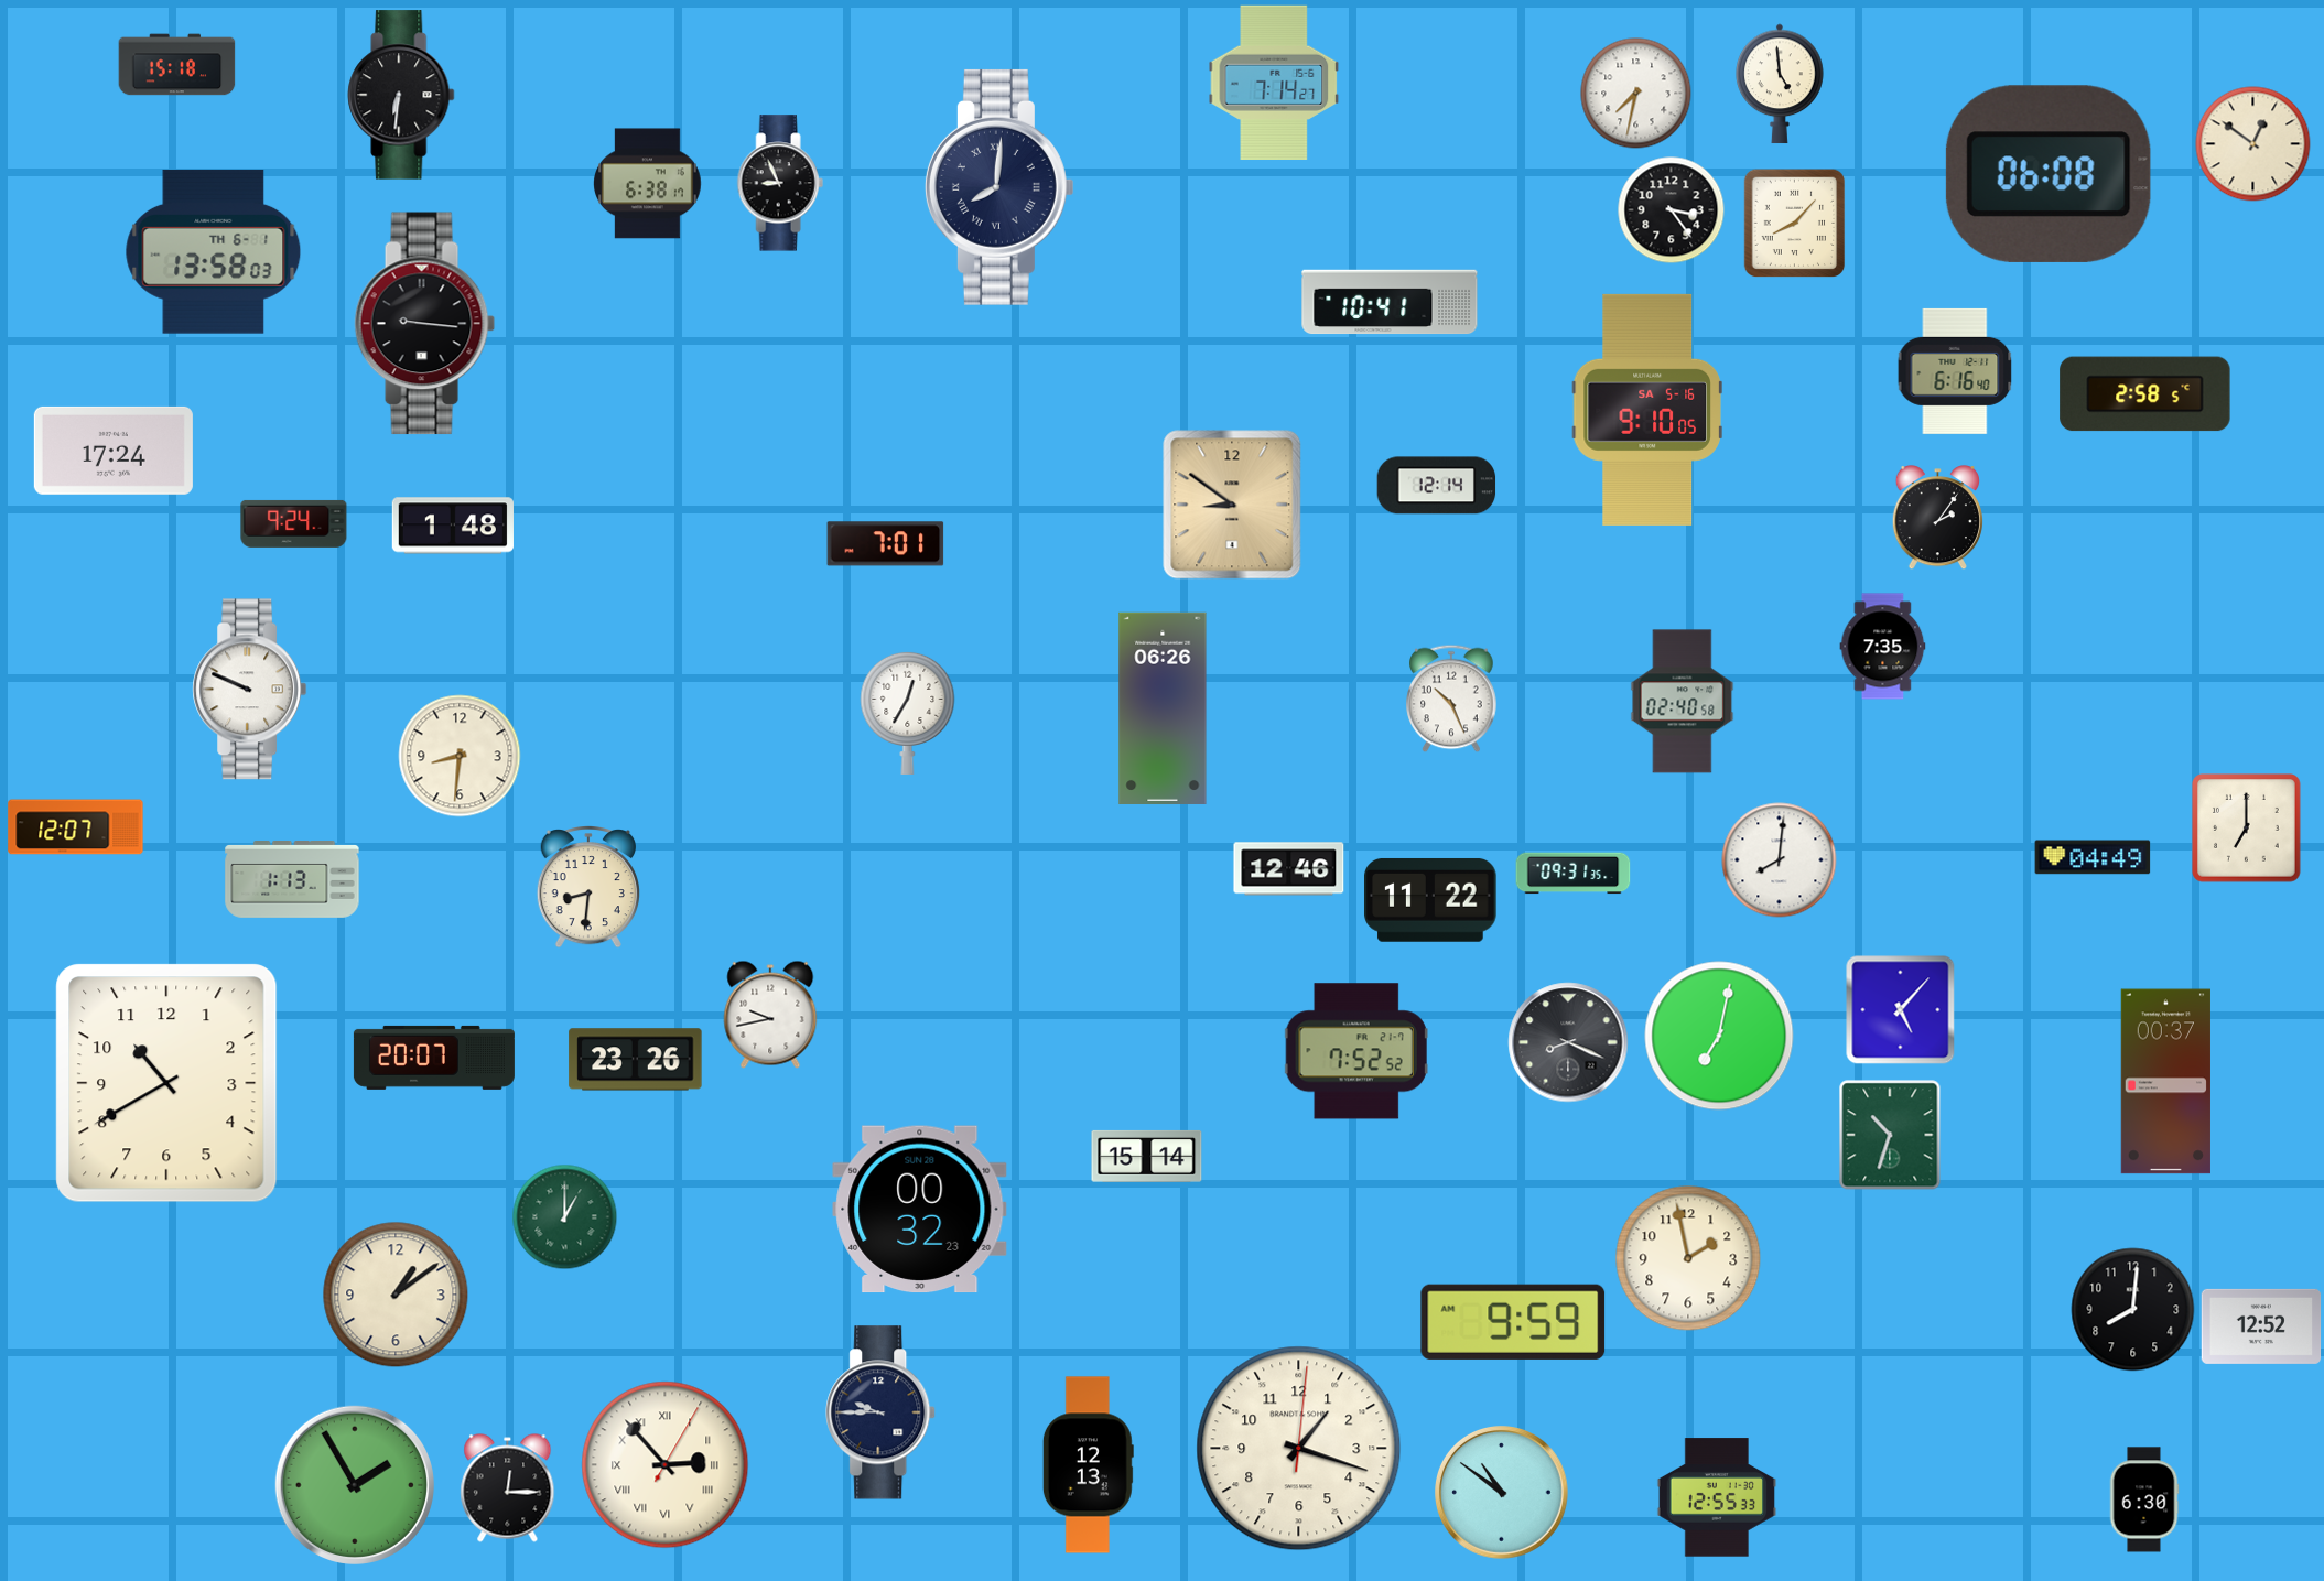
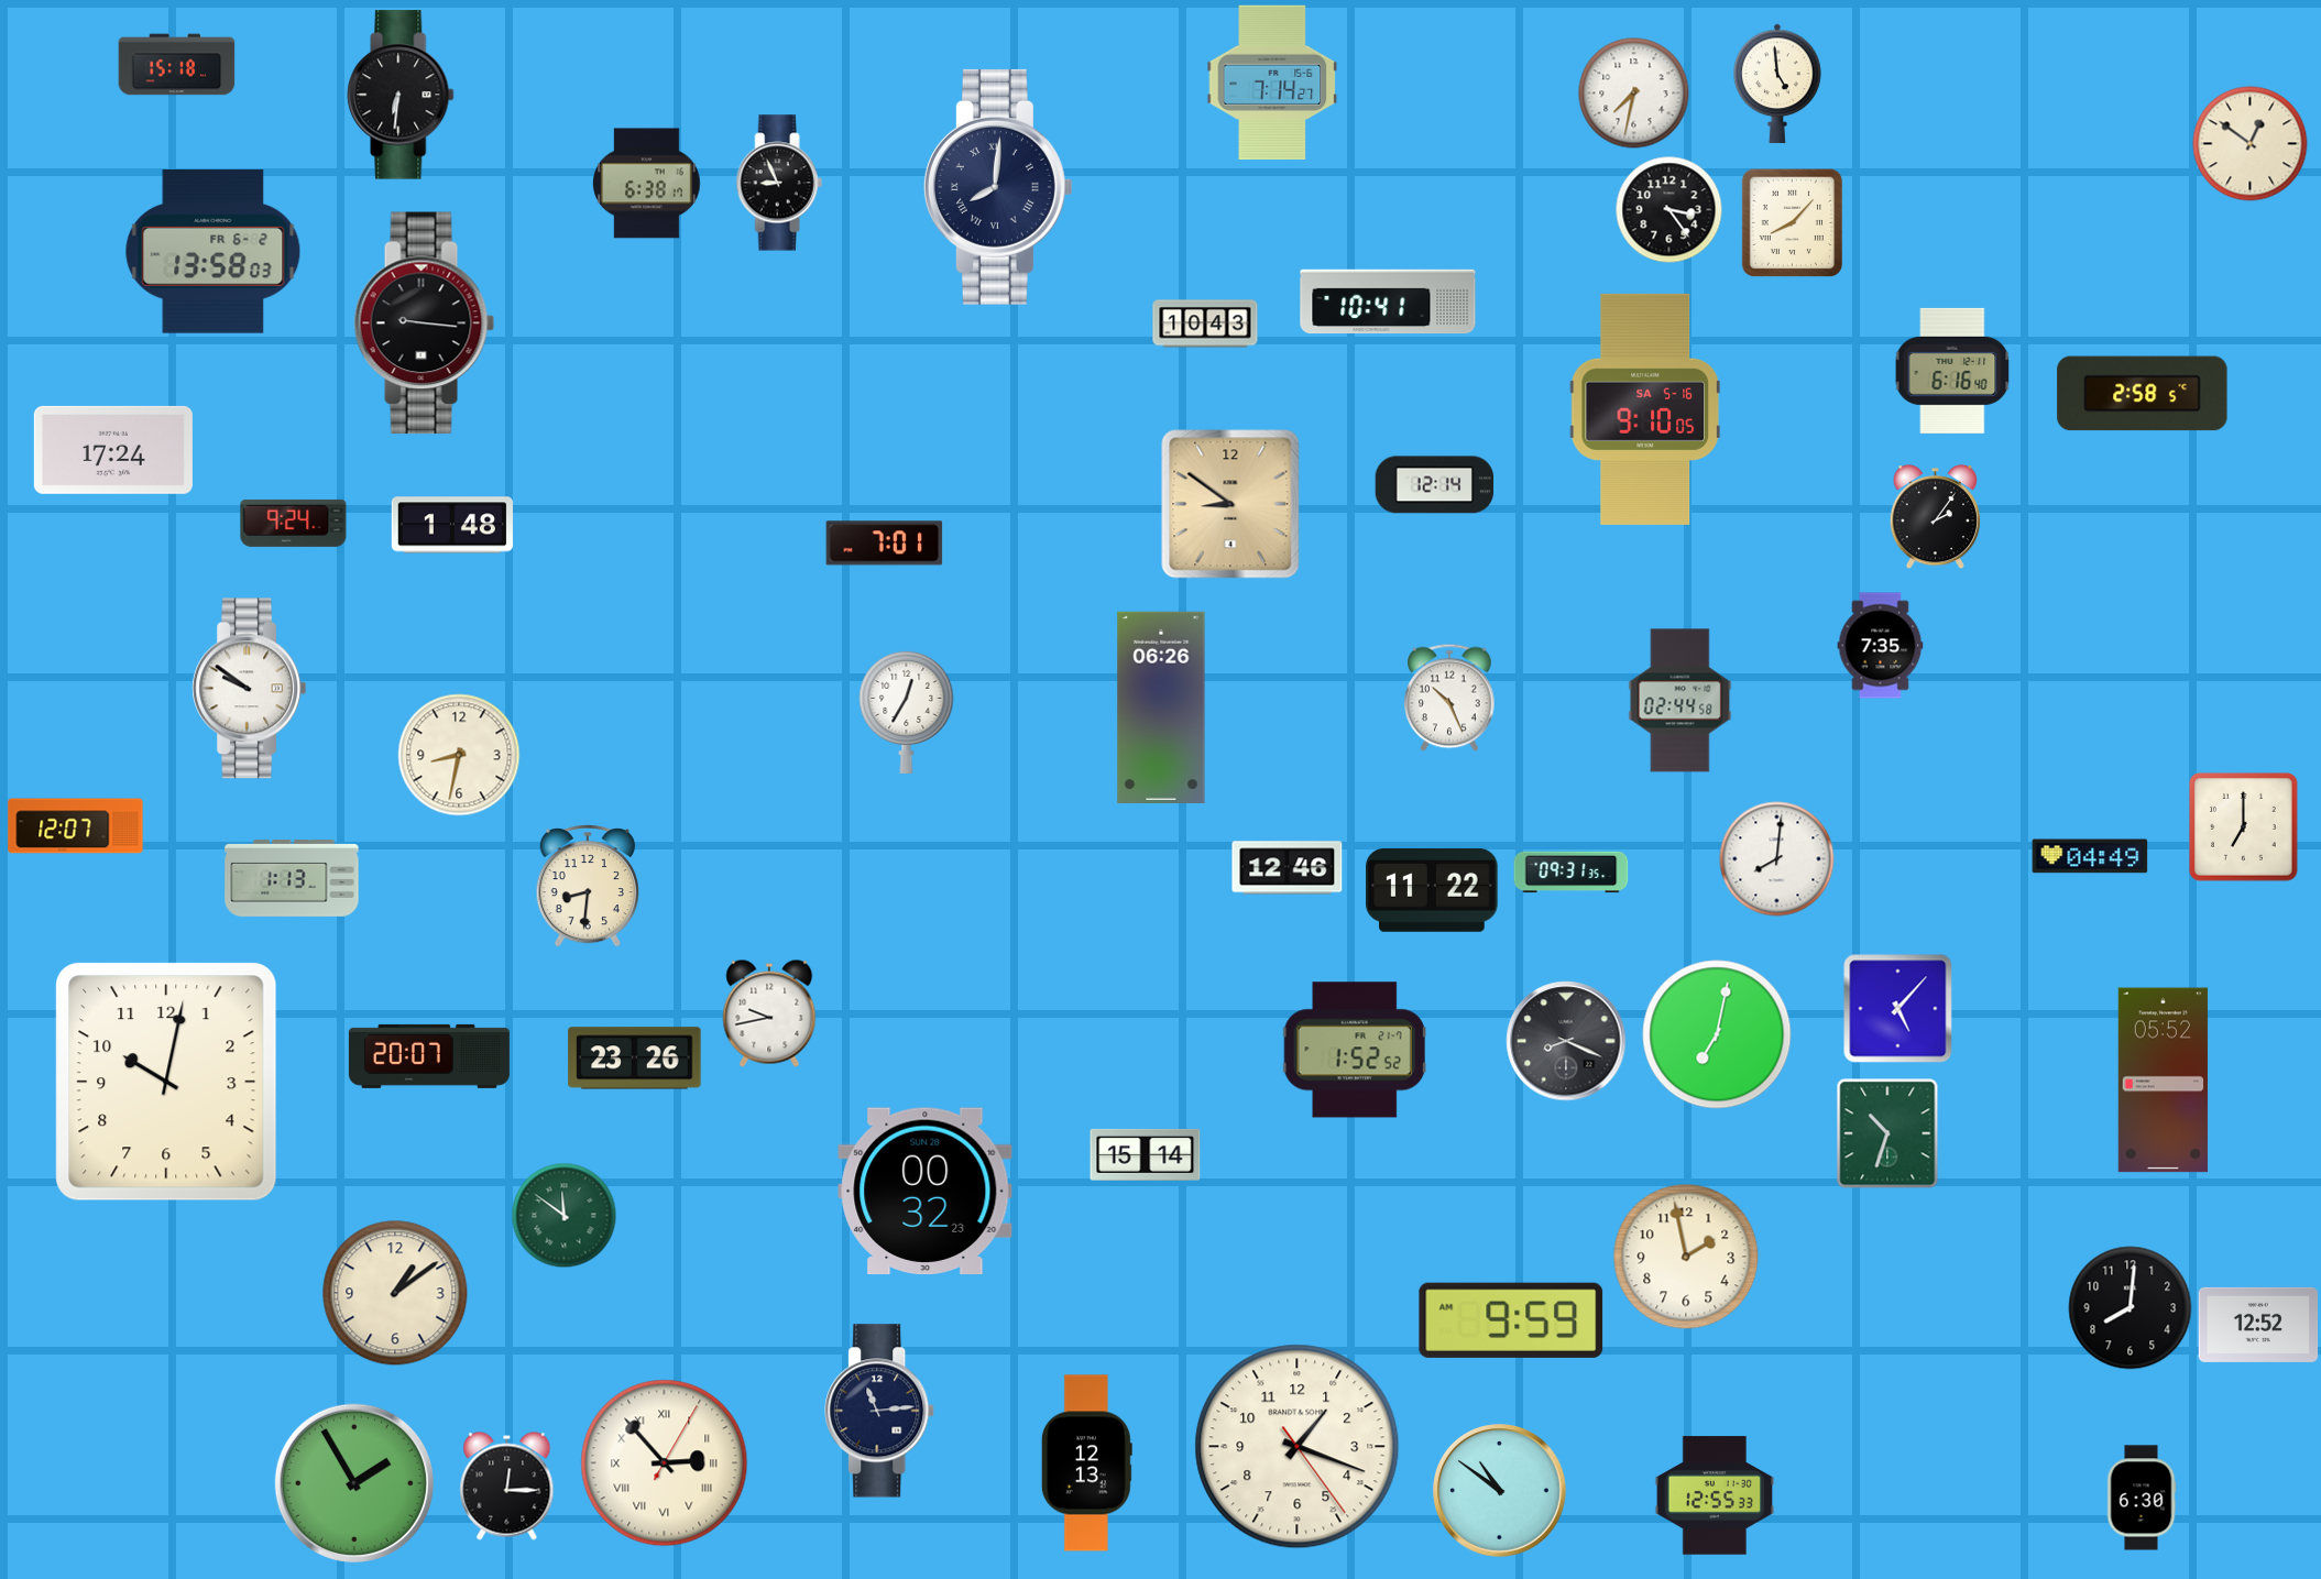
clock at (2049, 174): 06:08 -> none
clock at (214, 251) date: TH 6-1 -> FR 6-2
clock at (1205, 324): none -> 10:43
clock at (250, 690): 9:49 -> 9:51
clock at (1683, 702): 02:40 -> 02:44
clock at (460, 756): 8:31 -> 8:32
clock at (1430, 900) position: (1430, 900) -> (1432, 890)
clock at (1356, 1051): 7:52 -> 1:52
clock at (434, 1058) position: (434, 1058) -> (429, 1056)
clock at (2165, 1082): 00:37 -> 05:52
clock at (166, 1083): 10:40 -> 10:02
clock at (920, 1210) position: (920, 1210) -> (926, 1192)
clock at (565, 1217): 1:00 -> 11:51
clock at (882, 1412): 9:45 -> 11:14
clock at (1299, 1449): 1:18:01 -> 1:18:24
